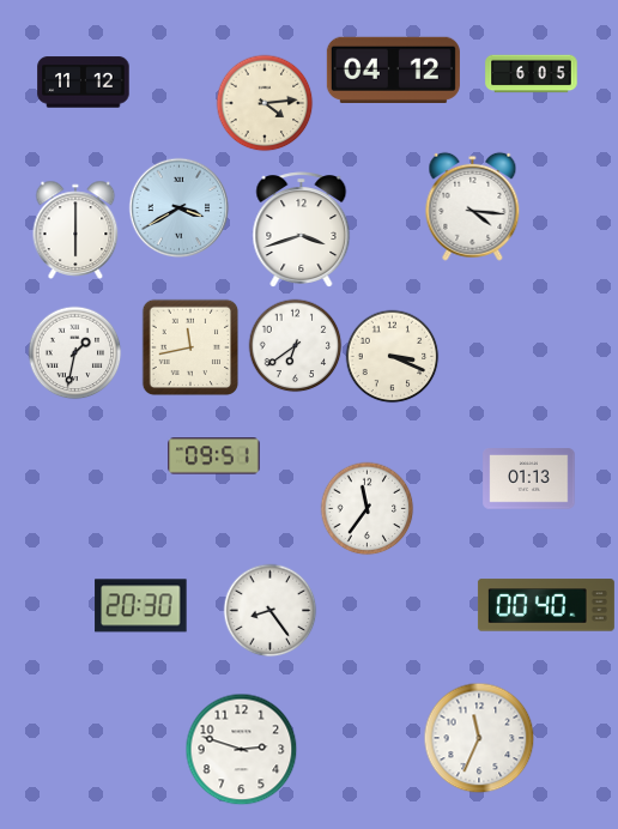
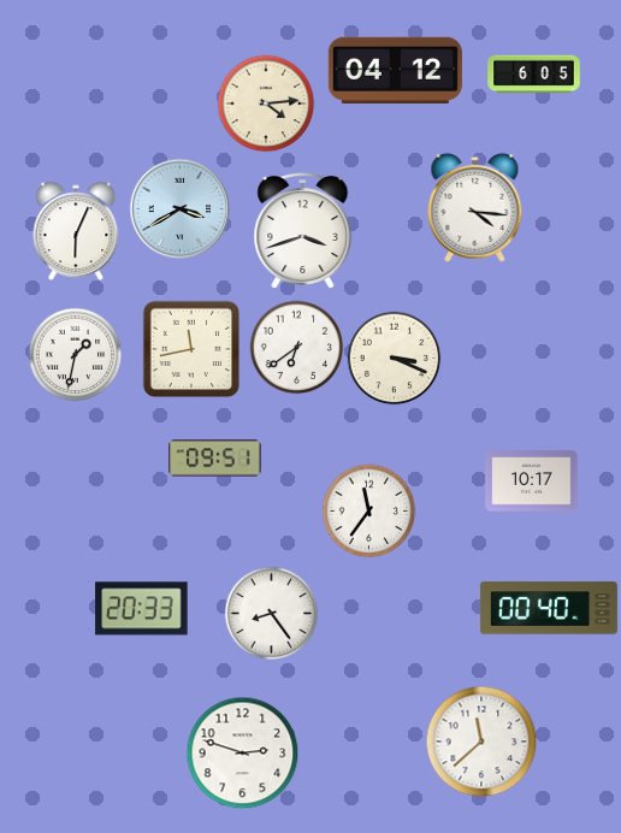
clock at (84, 83): 11:12 -> none
clock at (75, 229): 6:00 -> 6:04
clock at (529, 479): 01:13 -> 10:17
clock at (141, 606): 20:30 -> 20:33
clock at (479, 738): 11:34 -> 11:38
